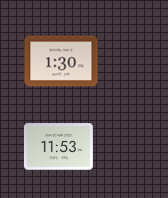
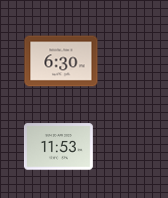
clock at (61, 61): 1:30 -> 6:30
